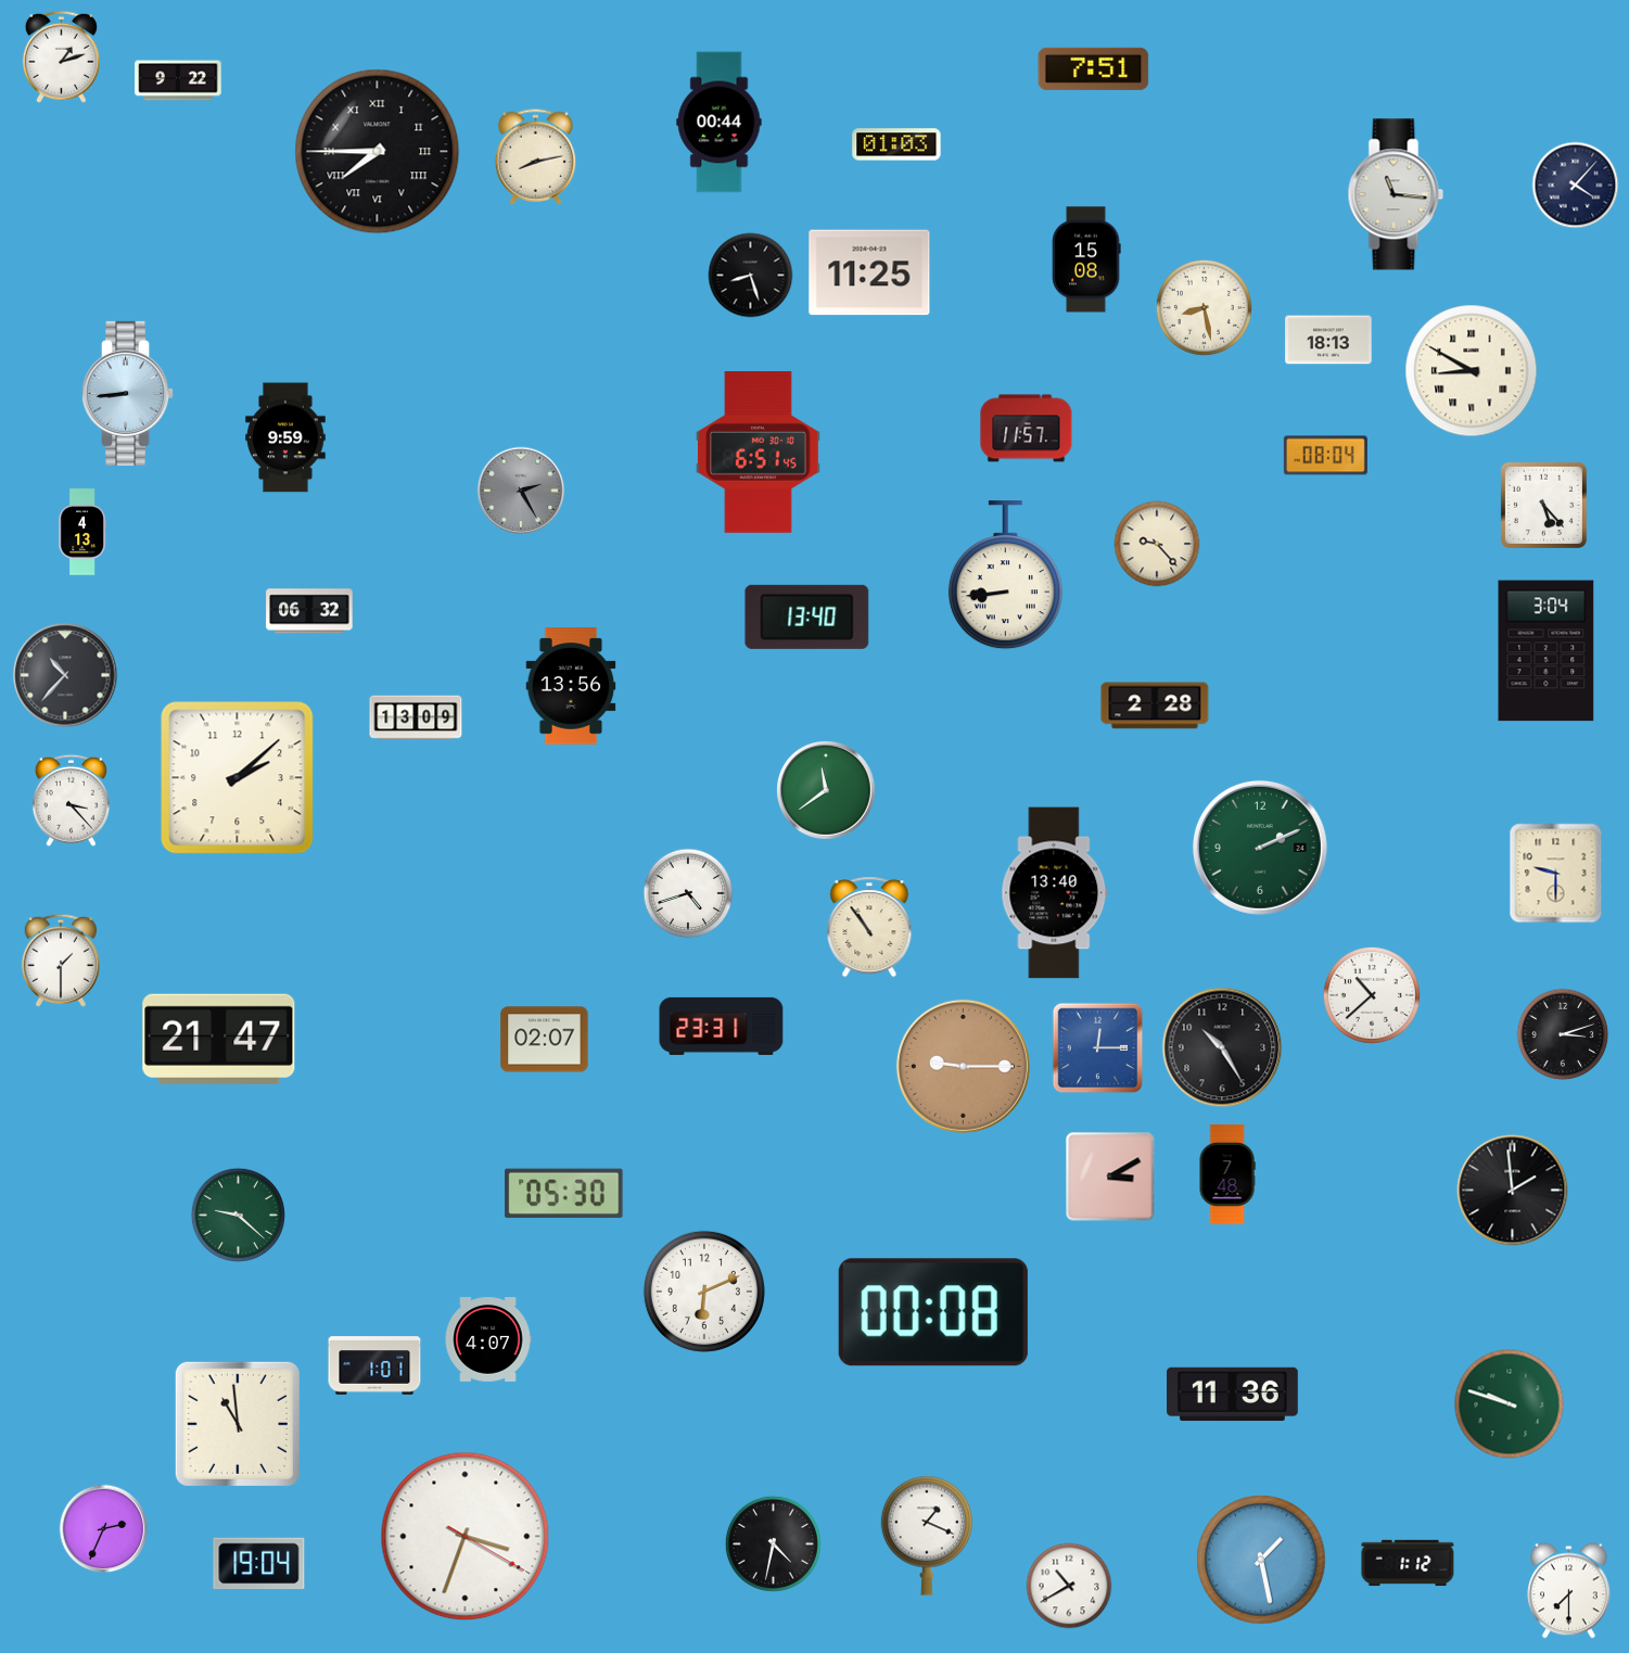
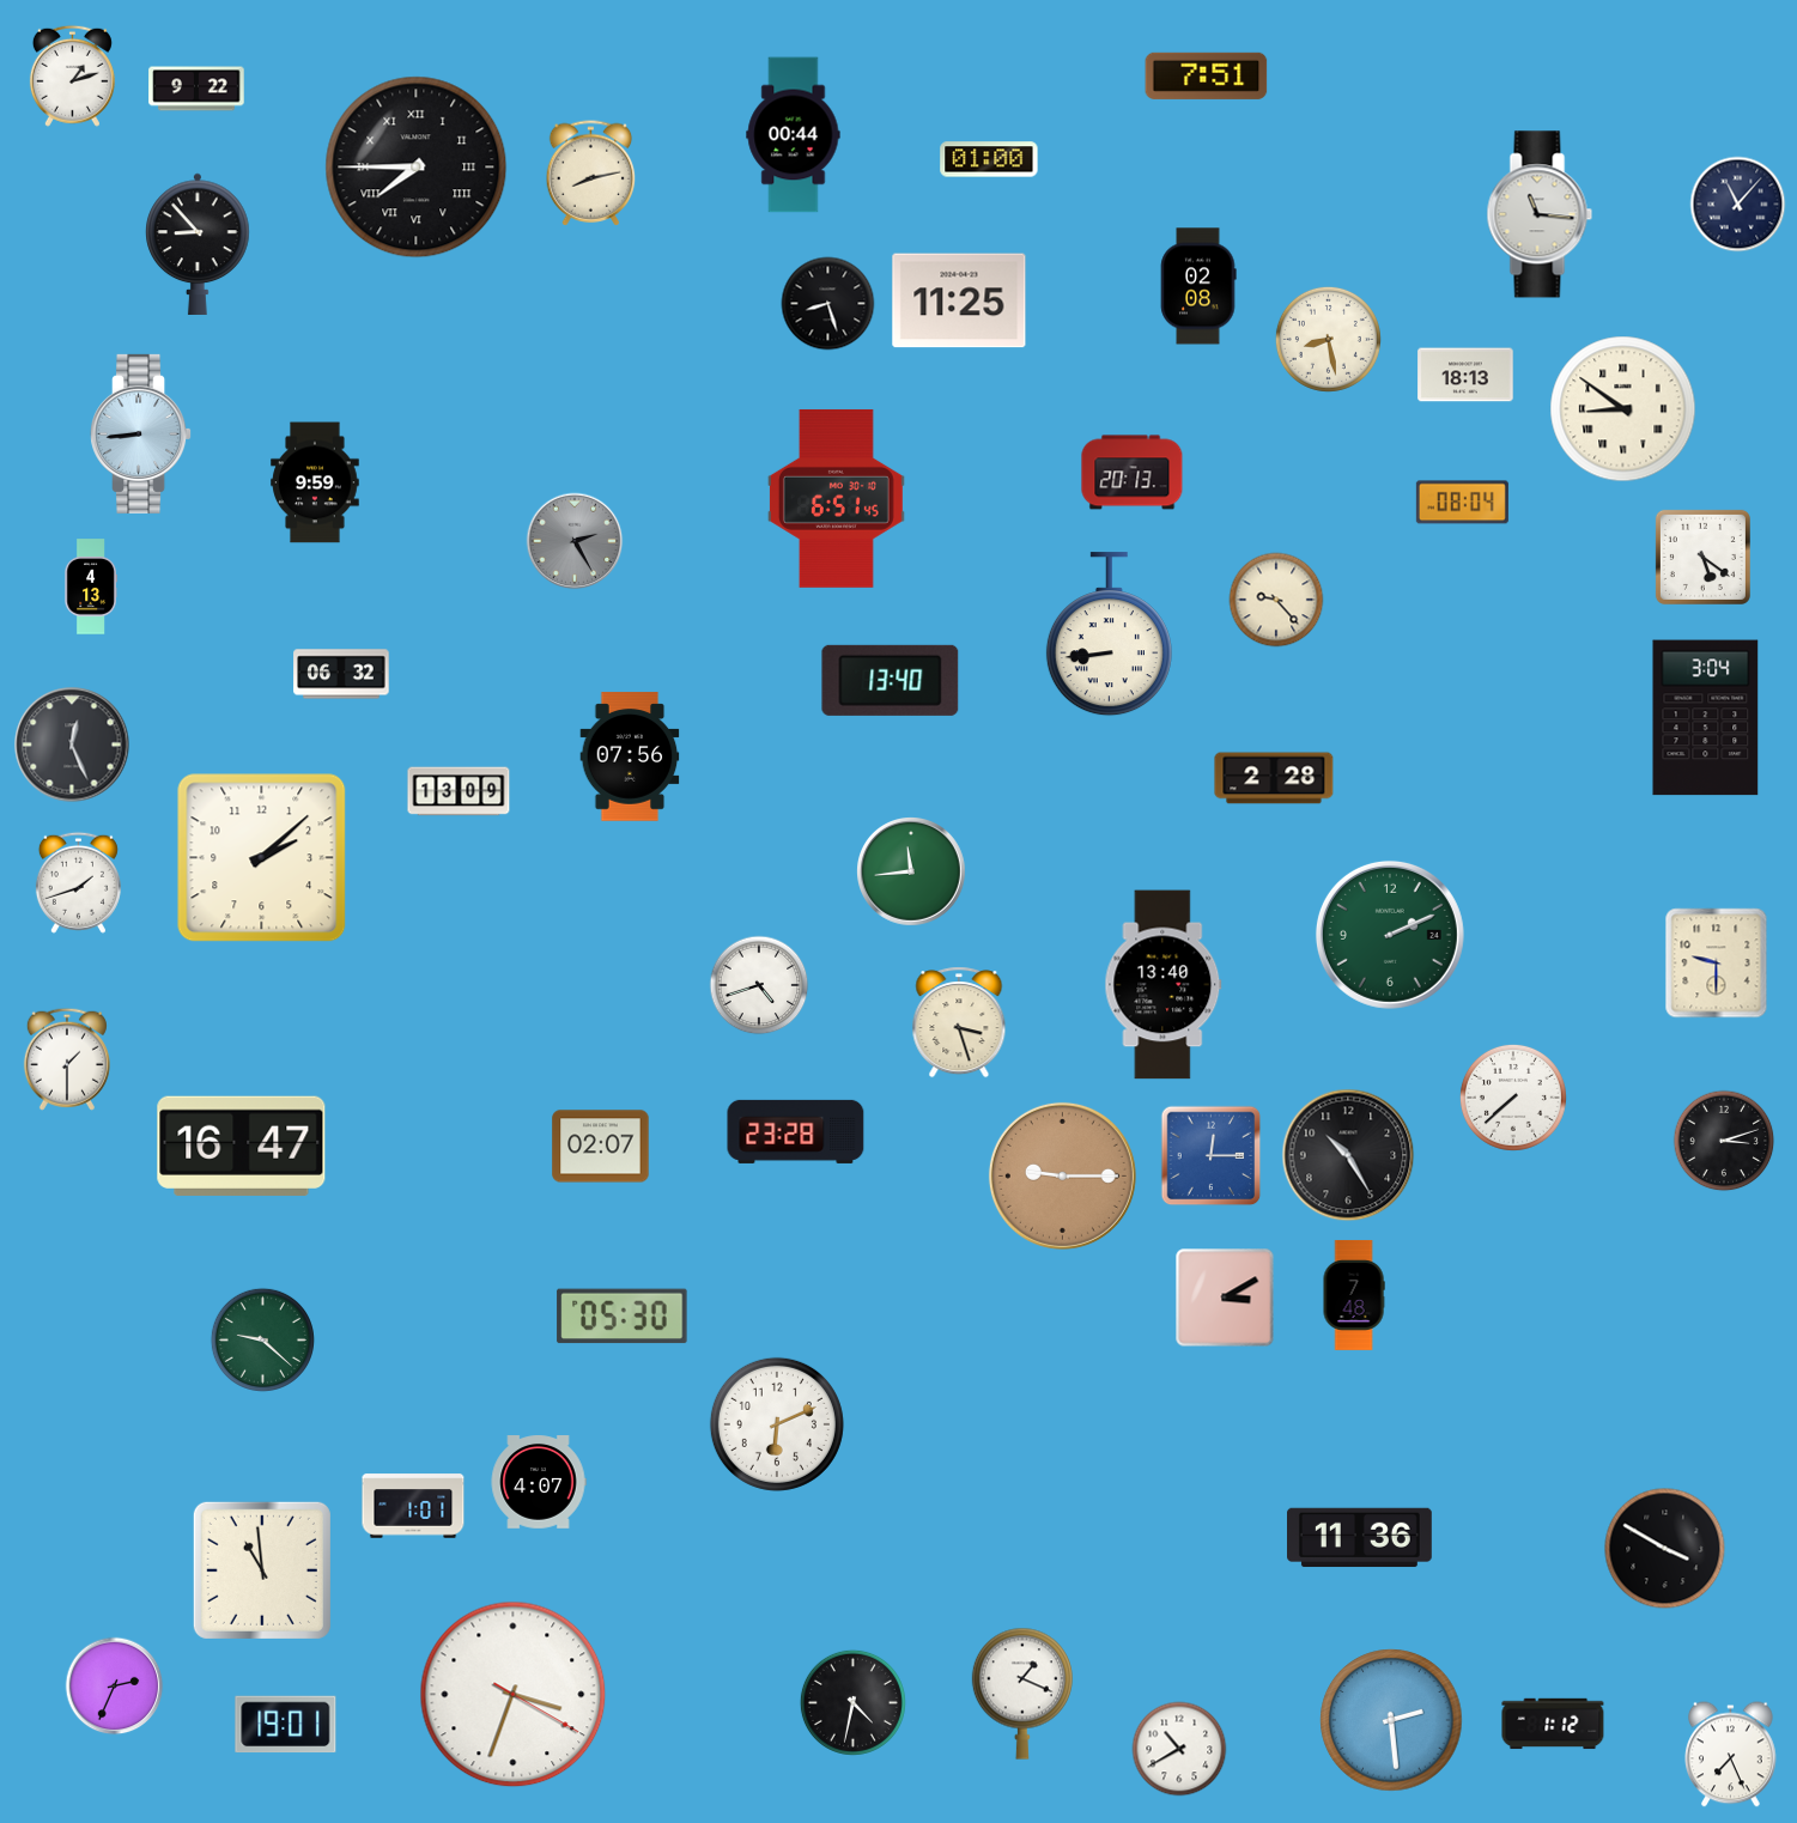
clock at (61, 56) position: (61, 56) -> (72, 75)
clock at (896, 144): 01:03 -> 01:00
clock at (1576, 186): 4:07 -> 11:07
clock at (198, 244): none -> 8:53
clock at (1086, 259): 15:08 -> 02:08
clock at (1472, 371): 8:50 -> 8:51
clock at (1027, 429): 11:57 -> 20:13
clock at (1543, 505): 5:23 -> 5:21
clock at (65, 675): 10:37 -> 12:26
clock at (571, 686): 13:56 -> 07:56
clock at (827, 791): 11:39 -> 11:44
clock at (71, 800): 3:23 -> 1:42
clock at (869, 927): 10:54 -> 3:27
clock at (1372, 995): 10:38 -> 7:38
clock at (722, 1026): 23:31 -> 23:28
clock at (219, 1039): 21:47 -> 16:47
clock at (1513, 1191): 1:59 -> none
clock at (933, 1312): 00:08 -> none
clock at (488, 1339) position: (488, 1339) -> (539, 1482)
clock at (1510, 1404): 9:48 -> 3:50
clock at (1510, 1404) dial: green -> black
clock at (1261, 1560): 1:28 -> 2:29
clock at (259, 1564): 19:04 -> 19:01
clock at (1569, 1591): 7:30 -> 7:26
